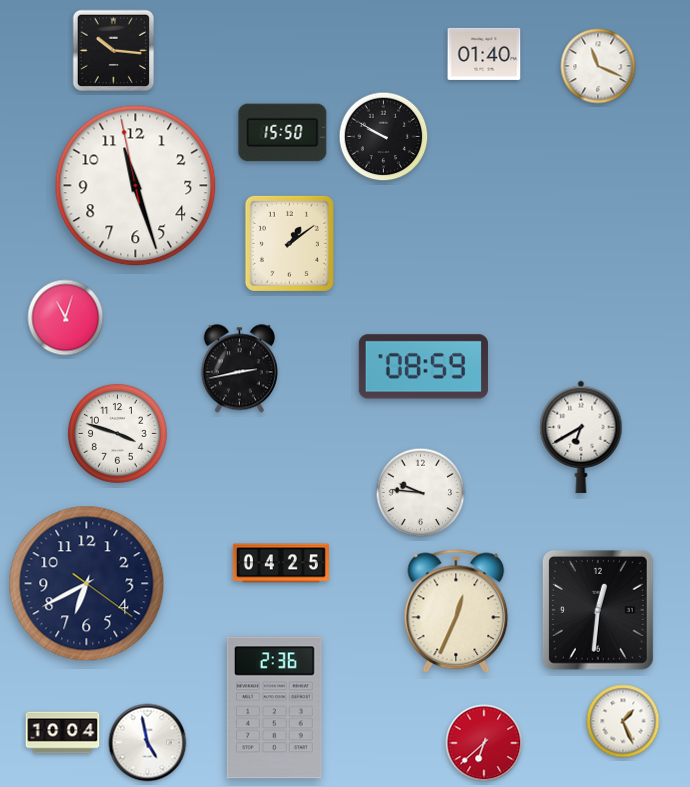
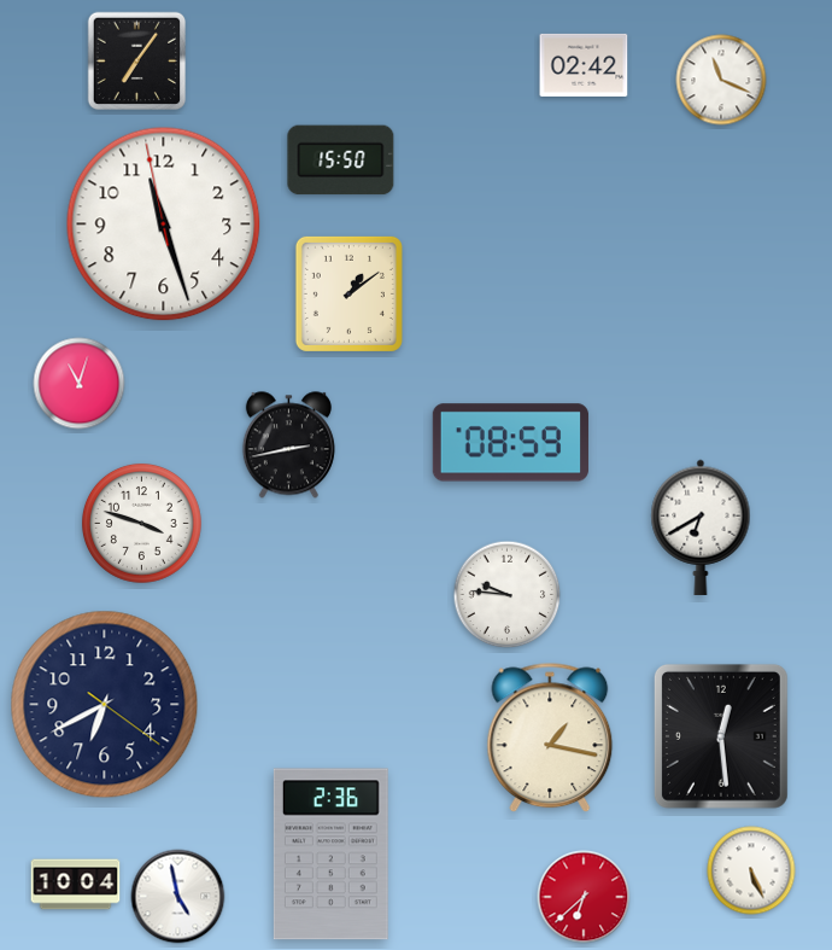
clock at (114, 51): 10:16 -> 7:06
clock at (484, 54): 01:40 -> 02:42
clock at (384, 137): 9:50 -> none
clock at (281, 563): 04:25 -> none
clock at (598, 610): 12:31 -> 12:29
clock at (456, 611): 12:34 -> 1:17
clock at (623, 721): 1:26 -> 5:26
